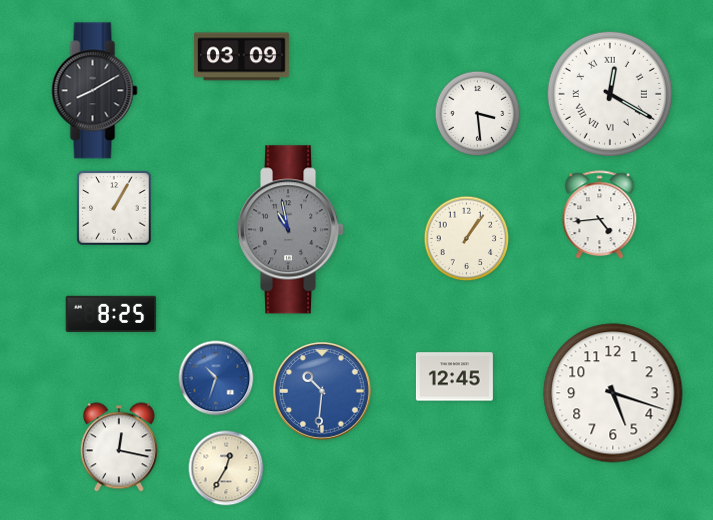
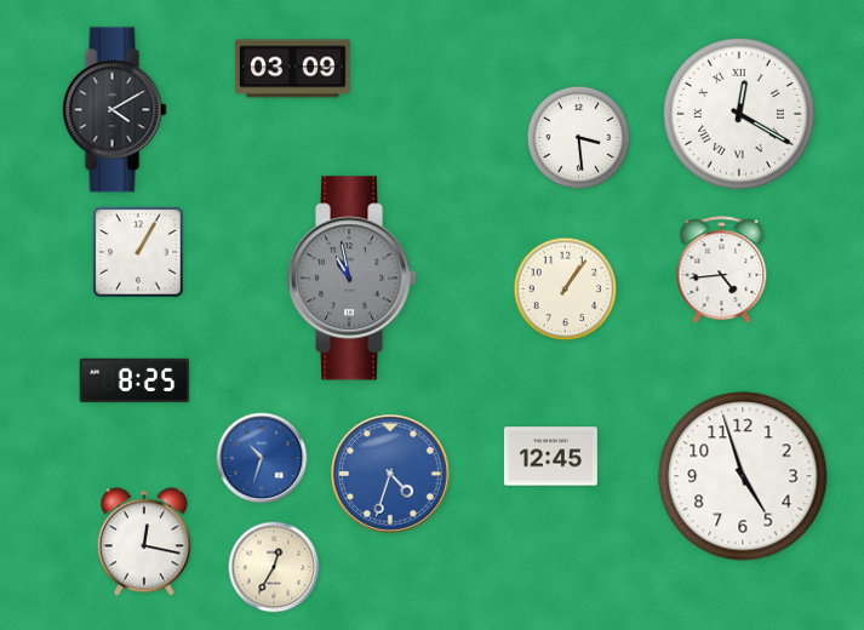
clock at (95, 91): 8:10 -> 4:10
clock at (600, 215) position: (600, 215) -> (722, 270)
clock at (323, 392): 10:31 -> 4:33
clock at (613, 393): 5:18 -> 4:57
